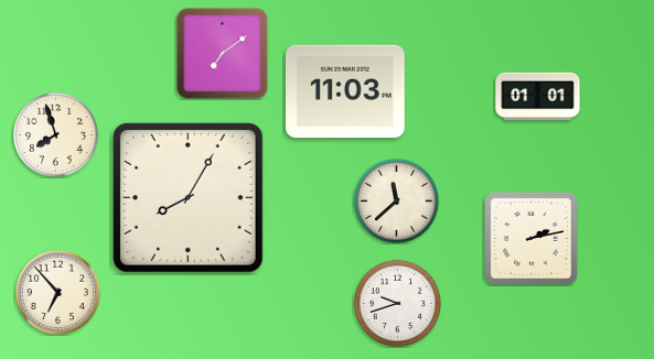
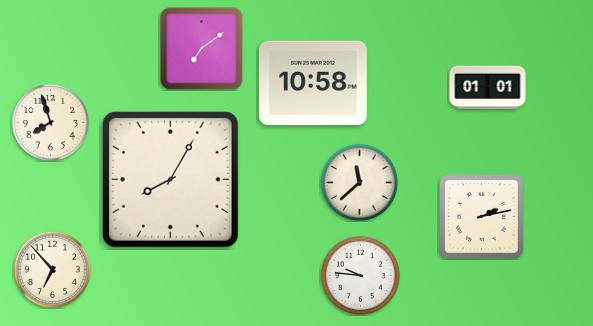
clock at (346, 91): 11:03 -> 10:58
clock at (57, 292) position: (57, 292) -> (52, 269)
clock at (397, 303): 9:42 -> 9:46
